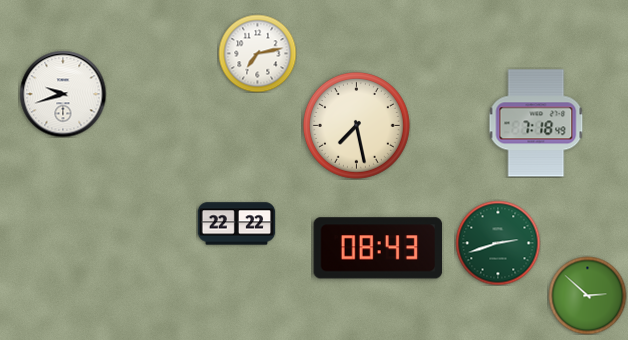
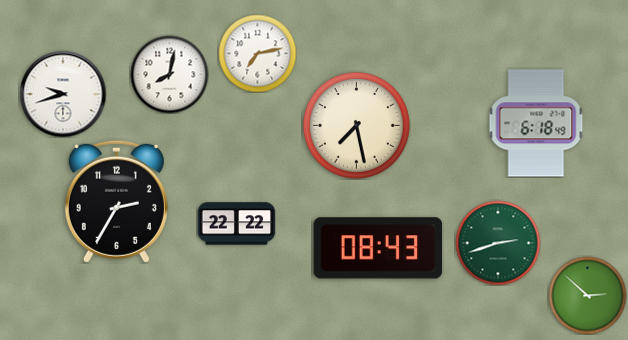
clock at (169, 74): none -> 8:02
clock at (536, 123): 7:18 -> 6:18
clock at (116, 201): none -> 2:35
